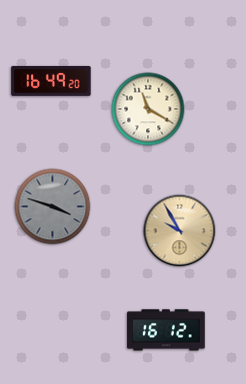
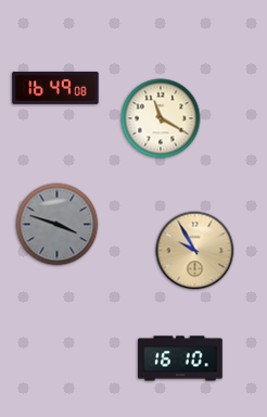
clock at (51, 81): 16:49:20 -> 16:49:08
clock at (166, 330): 16:12 -> 16:10
